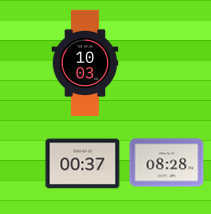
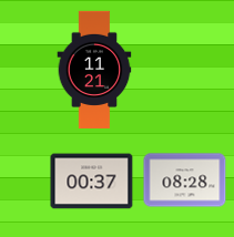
clock at (85, 62): 10:03 -> 11:21
